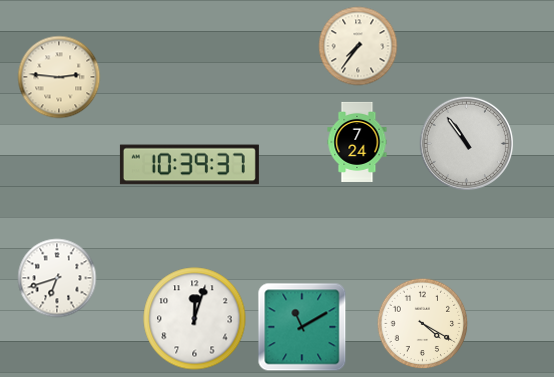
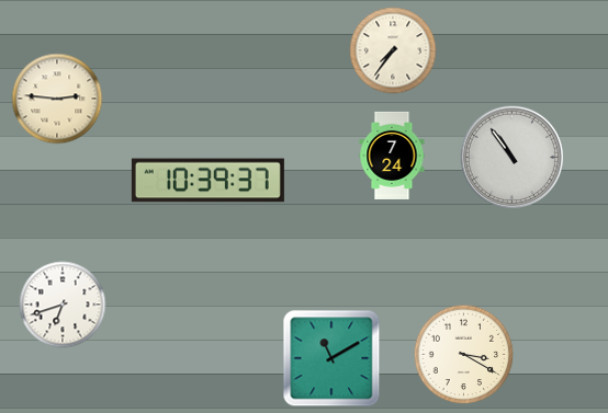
clock at (59, 77) position: (59, 77) -> (57, 99)
clock at (195, 319): 12:03 -> none
clock at (423, 324): 4:20 -> 3:20
